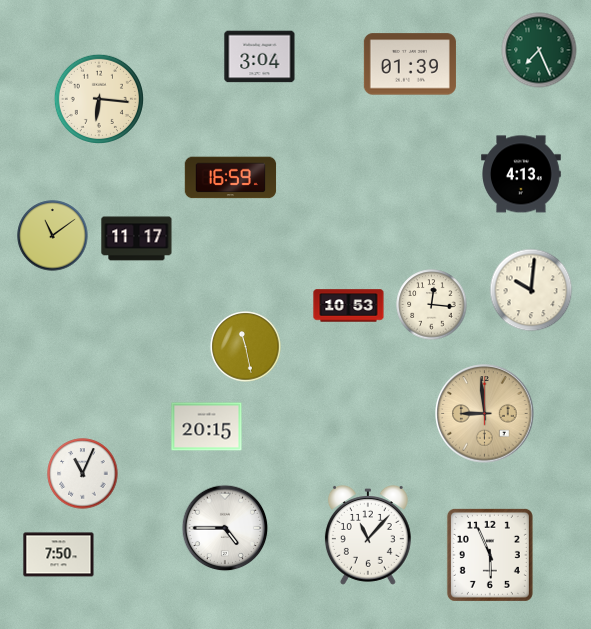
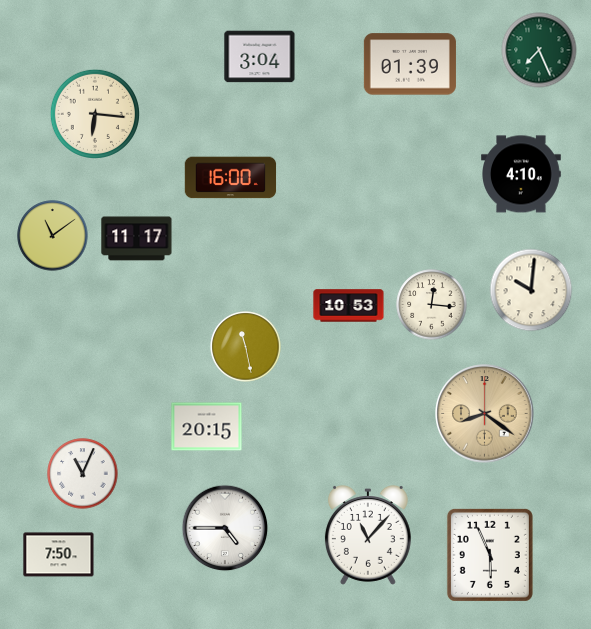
clock at (99, 99) position: (99, 99) -> (95, 114)
clock at (522, 174): 4:13 -> 4:10
clock at (231, 178): 16:59 -> 16:00
clock at (485, 414): 8:59 -> 8:21
